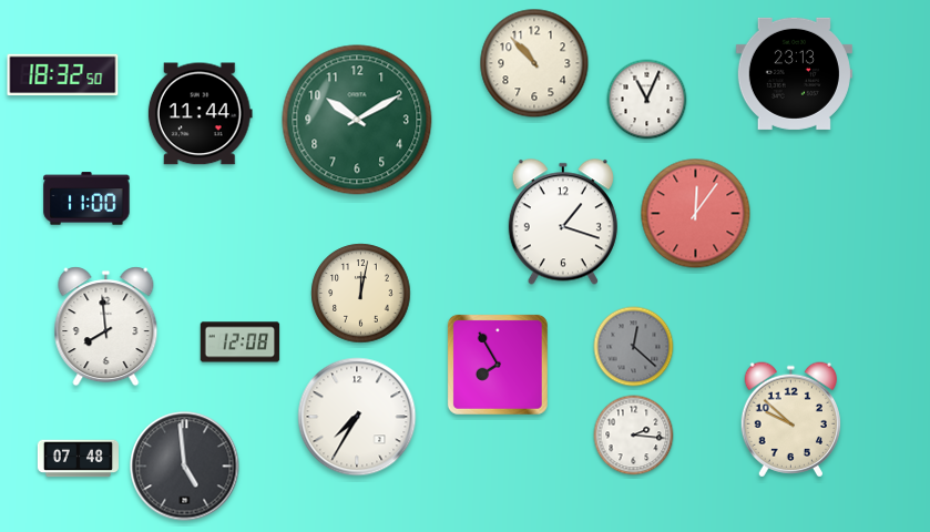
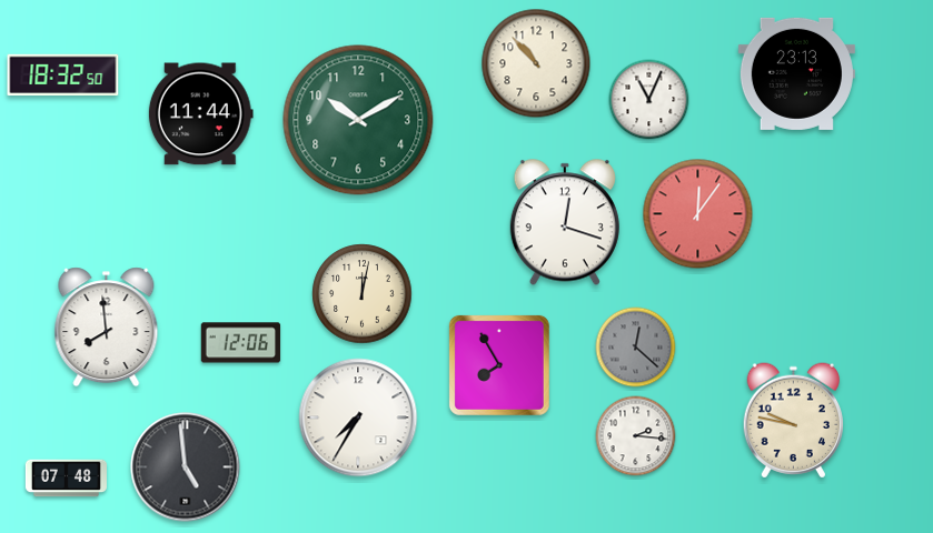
clock at (86, 198): 11:00 -> none
clock at (563, 222): 1:18 -> 12:18
clock at (241, 342): 12:08 -> 12:06
clock at (790, 420): 9:52 -> 9:47
clock at (78, 459) position: (78, 459) -> (66, 479)
